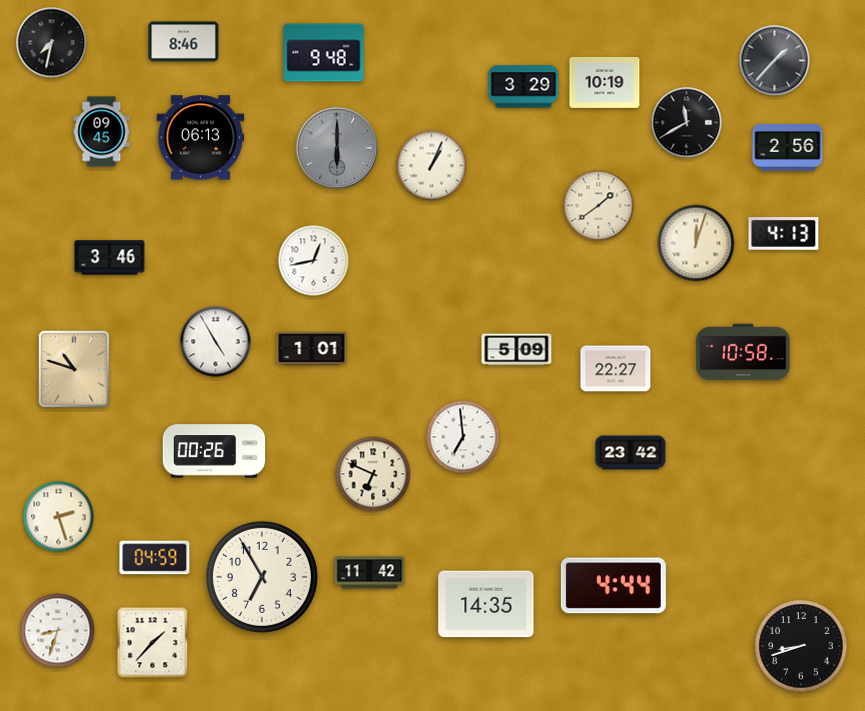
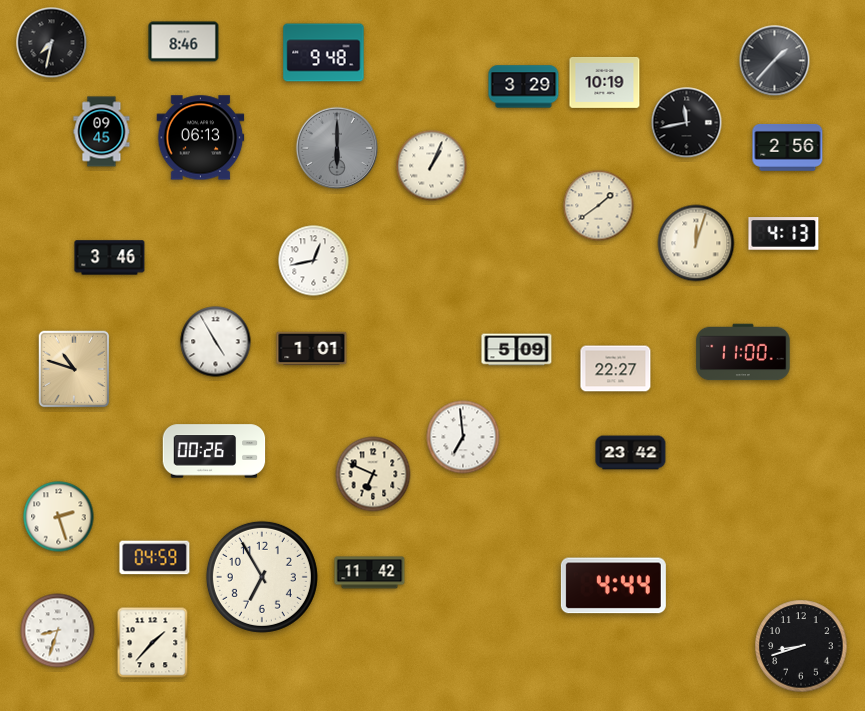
clock at (687, 123): 11:40 -> 11:43
clock at (743, 352): 10:58 -> 11:00
clock at (486, 604): 14:35 -> none
